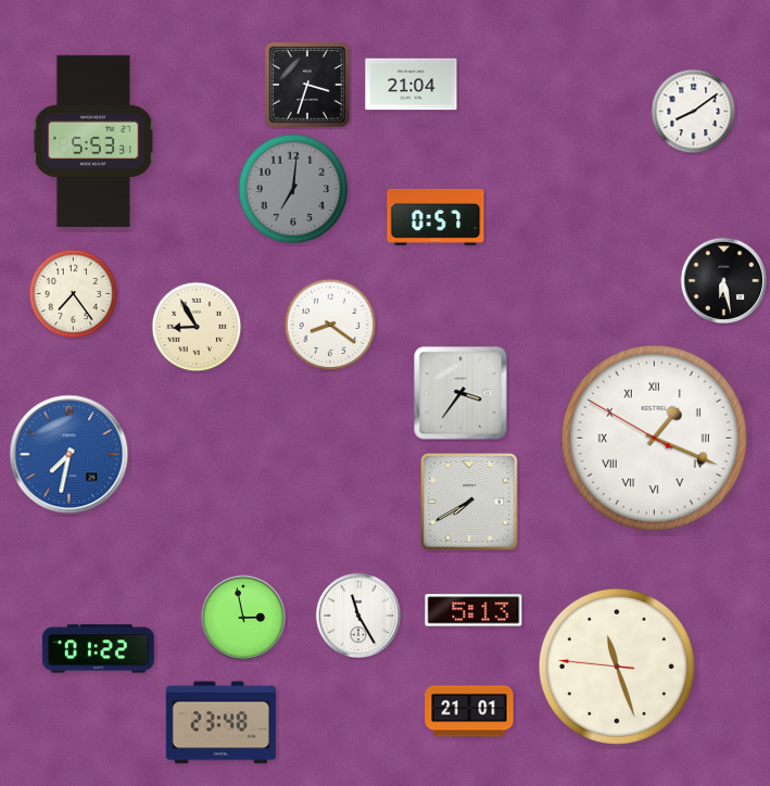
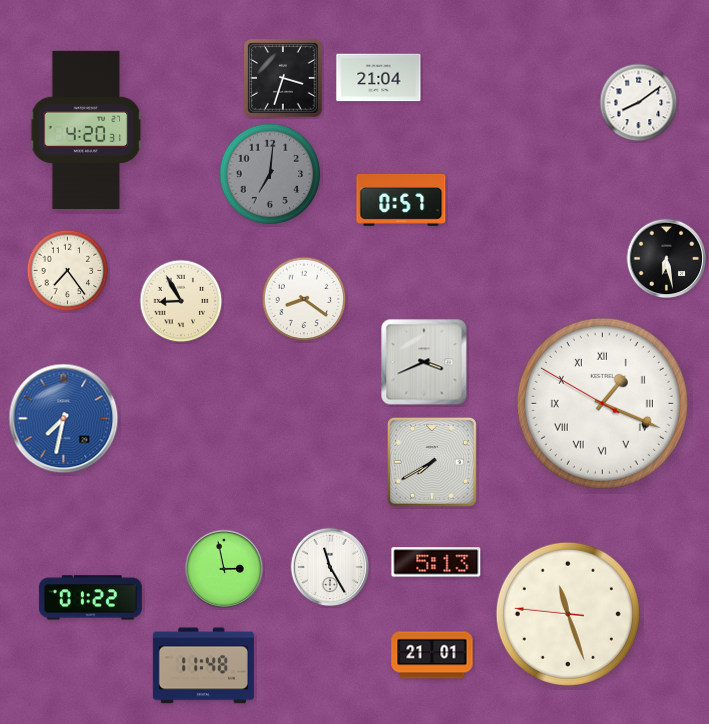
clock at (93, 141): 5:53 -> 4:20
clock at (460, 393): 3:36 -> 3:41
clock at (220, 723): 23:48 -> 11:48
